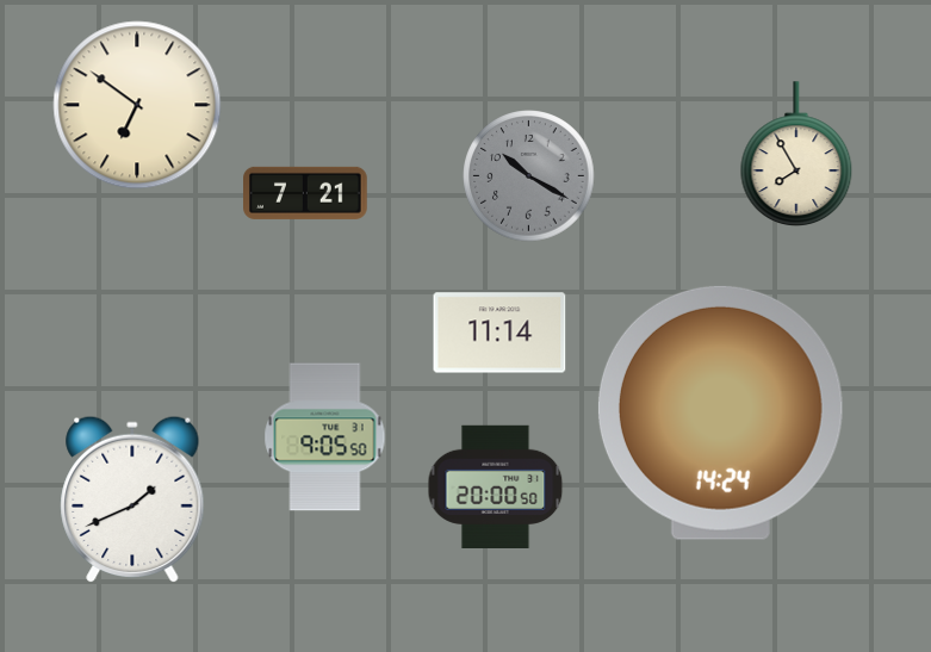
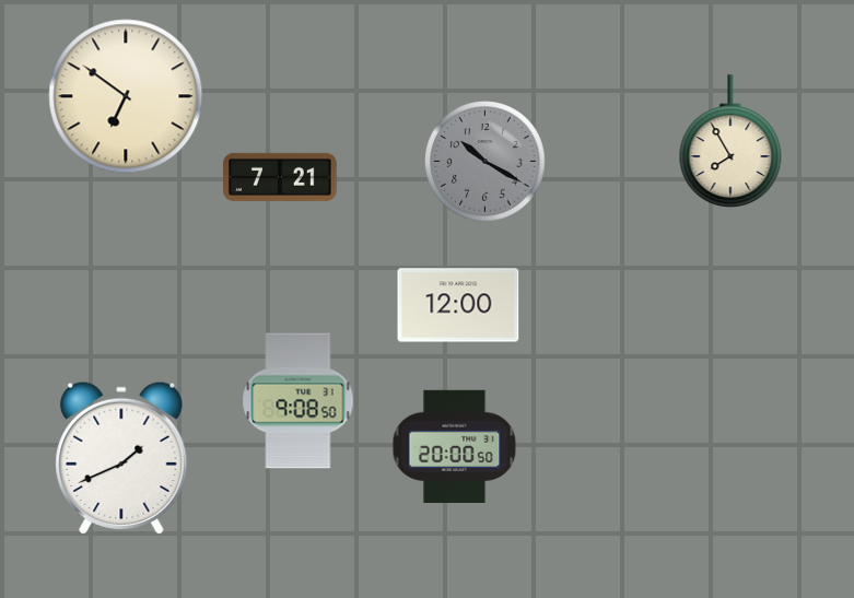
clock at (499, 333): 11:14 -> 12:00
clock at (720, 412): 14:24 -> none
clock at (325, 437): 9:05 -> 9:08
